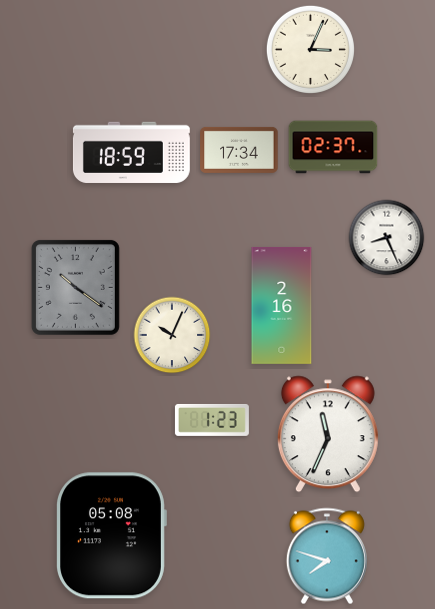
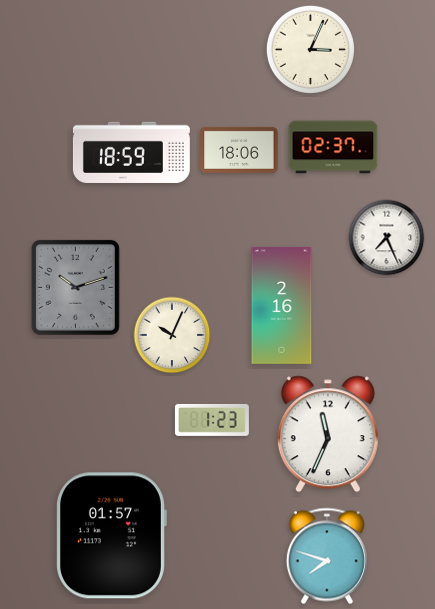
clock at (239, 150): 17:34 -> 18:06
clock at (387, 238): 8:26 -> 7:26
clock at (75, 287): 10:21 -> 10:12
clock at (112, 536): 05:08 -> 01:57
